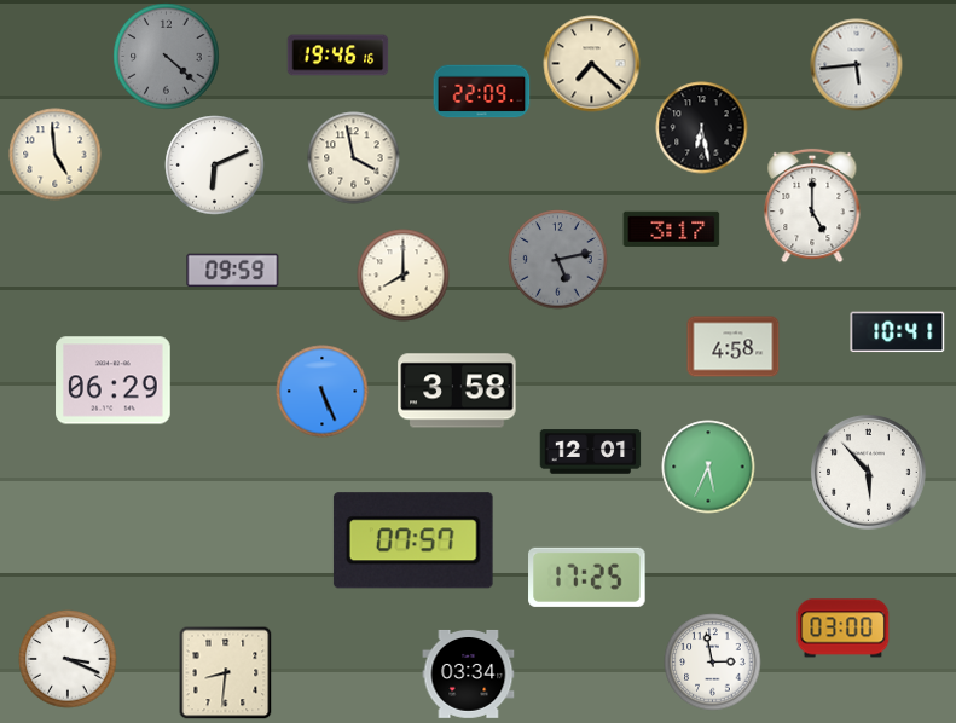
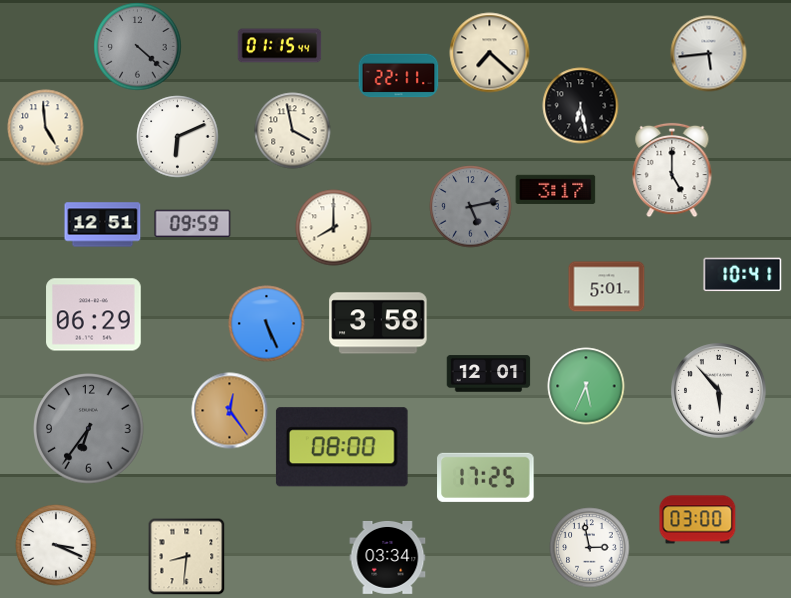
clock at (338, 56): 19:46 -> 01:15
clock at (482, 92): 22:09 -> 22:11
clock at (558, 260) position: (558, 260) -> (471, 207)
clock at (103, 225): none -> 12:51
clock at (734, 347): 4:58 -> 5:01
clock at (230, 411): none -> 12:24
clock at (89, 429): none -> 6:36
clock at (413, 540): 07:57 -> 08:00
